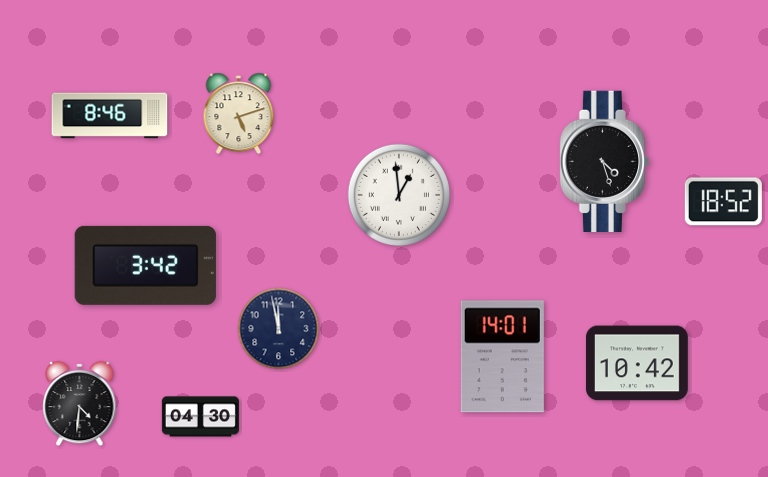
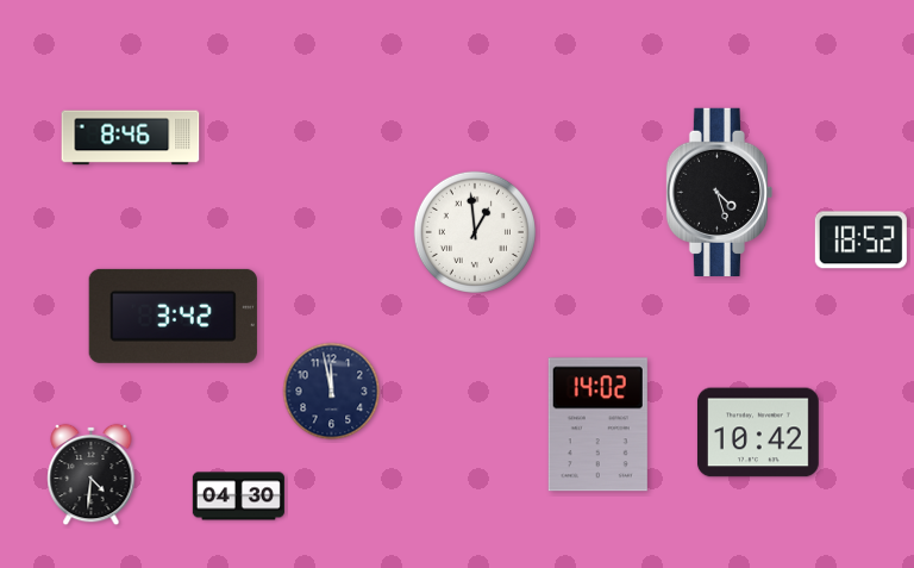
clock at (239, 114): 5:12 -> none
clock at (502, 357): 14:01 -> 14:02
clock at (80, 404) position: (80, 404) -> (92, 475)
